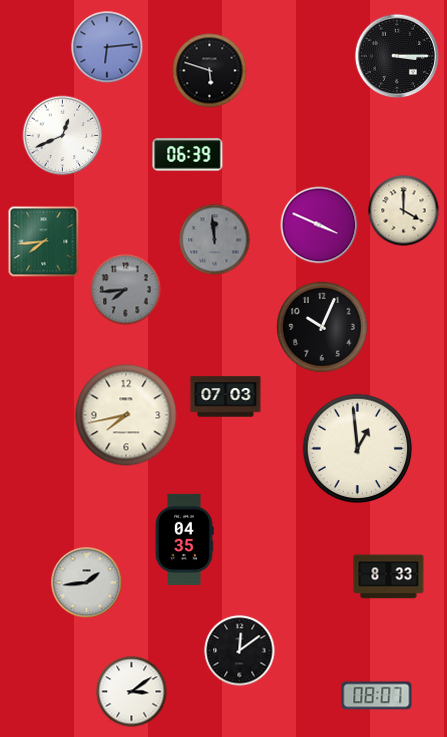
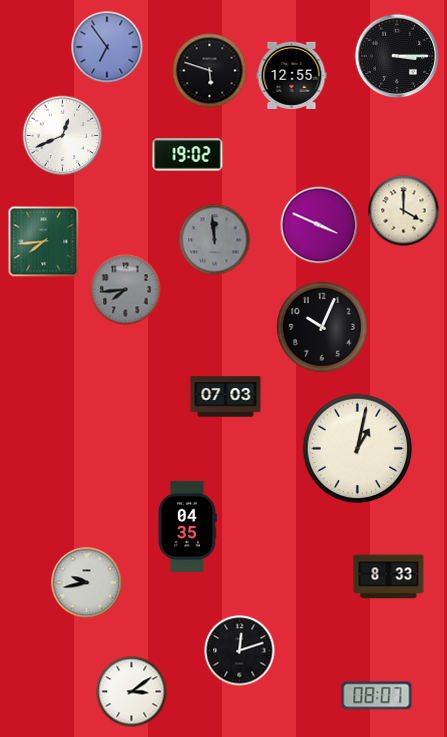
clock at (107, 47): 6:14 -> 6:54
clock at (292, 75): none -> 12:55
clock at (188, 155): 06:39 -> 19:02
clock at (126, 415): 7:43 -> none
clock at (358, 449): 12:59 -> 1:02
clock at (184, 539) position: (184, 539) -> (187, 526)
clock at (87, 583): 1:44 -> 9:43
clock at (240, 651): 12:09 -> 12:12
